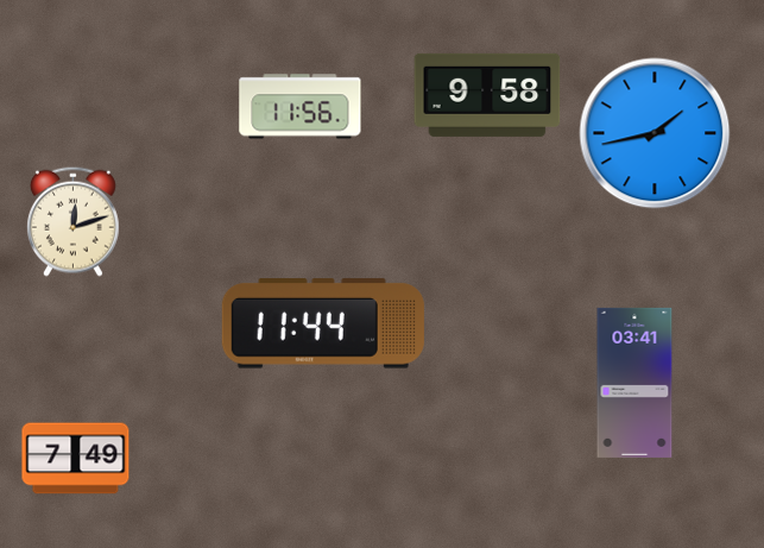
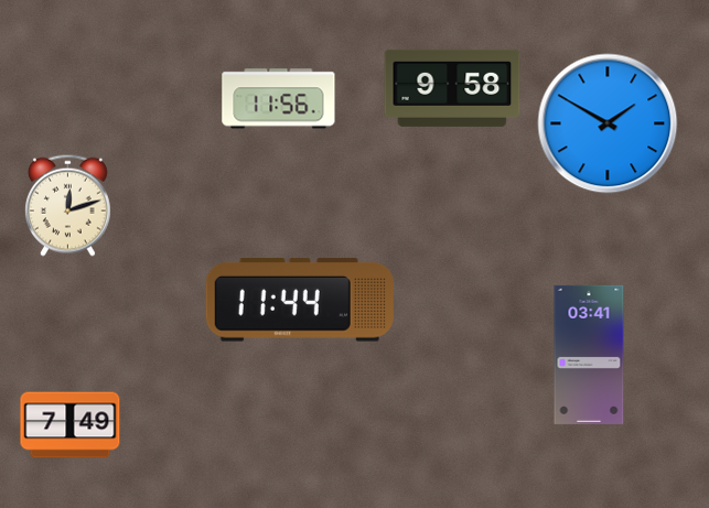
clock at (655, 133): 1:43 -> 1:50
